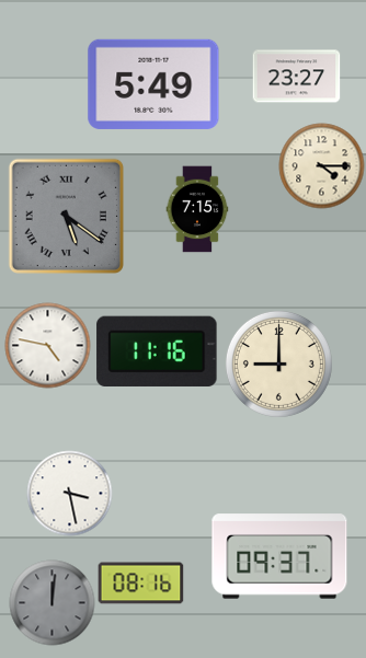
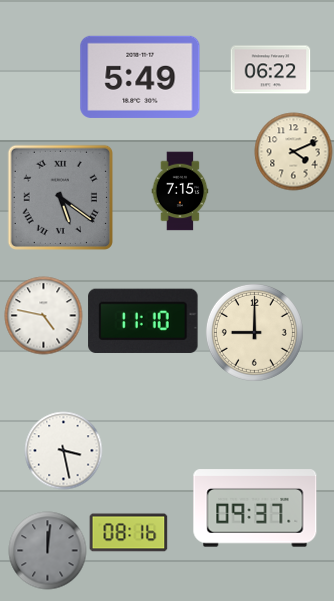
clock at (296, 77): 23:27 -> 06:22
clock at (321, 165): 4:15 -> 4:11
clock at (157, 350): 11:16 -> 11:10
